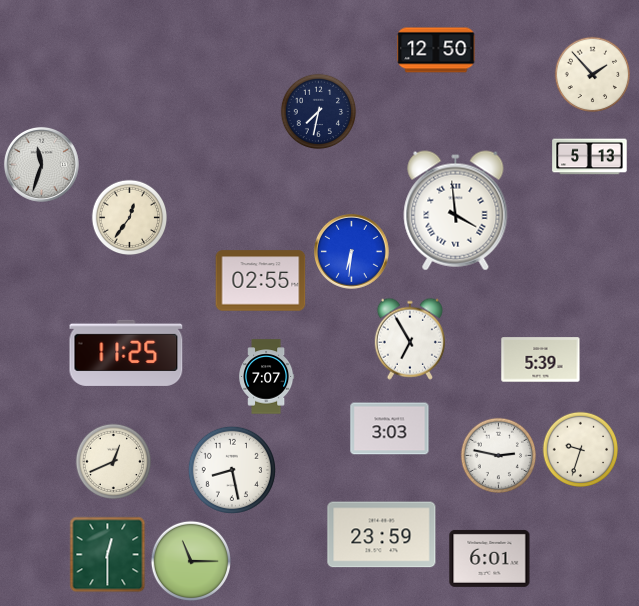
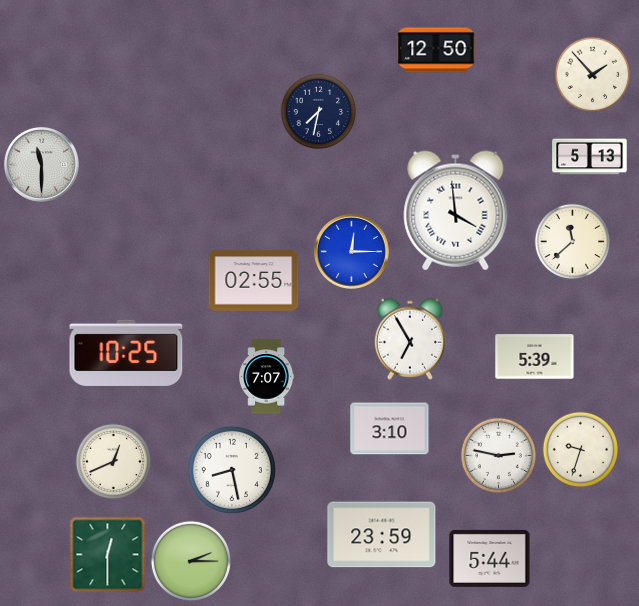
clock at (41, 164): 11:33 -> 11:30
clock at (130, 218): 12:36 -> none
clock at (573, 242): none -> 11:38
clock at (351, 251): 6:31 -> 12:15
clock at (261, 281) position: (261, 281) -> (254, 281)
clock at (126, 353): 11:25 -> 10:25
clock at (541, 360) position: (541, 360) -> (535, 357)
clock at (390, 429): 3:03 -> 3:10
clock at (490, 558): 6:01 -> 5:44
clock at (190, 560): 11:15 -> 2:15
